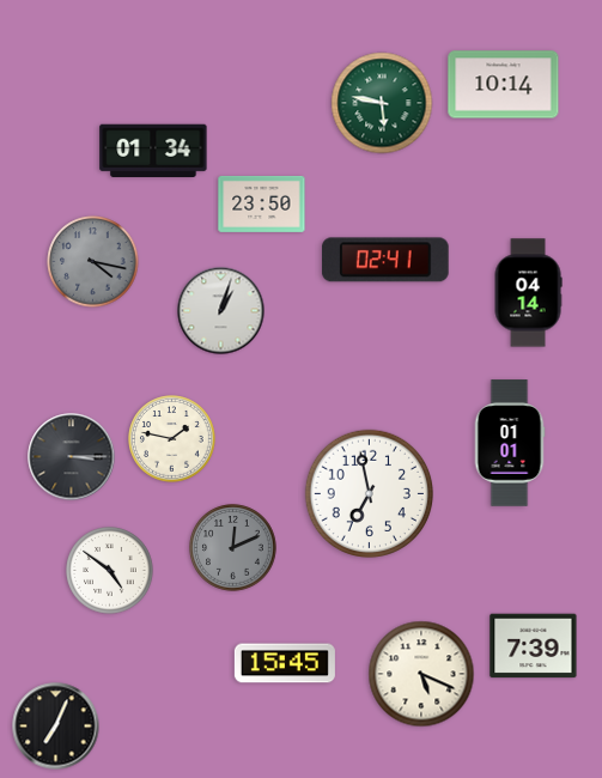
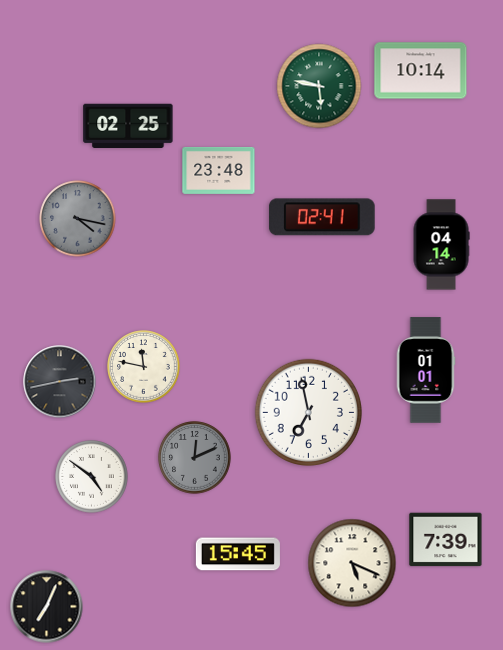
clock at (153, 151): 01:34 -> 02:25
clock at (262, 203): 23:50 -> 23:48
clock at (221, 311): 1:03 -> none
clock at (172, 439): 1:47 -> 11:47
clock at (72, 457): 3:15 -> 2:43
